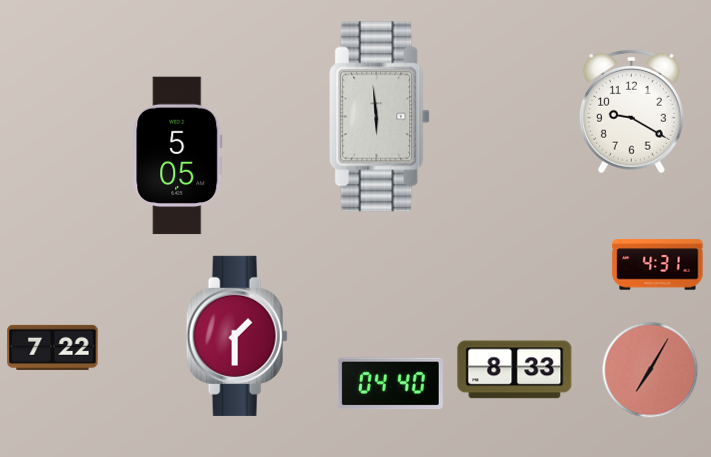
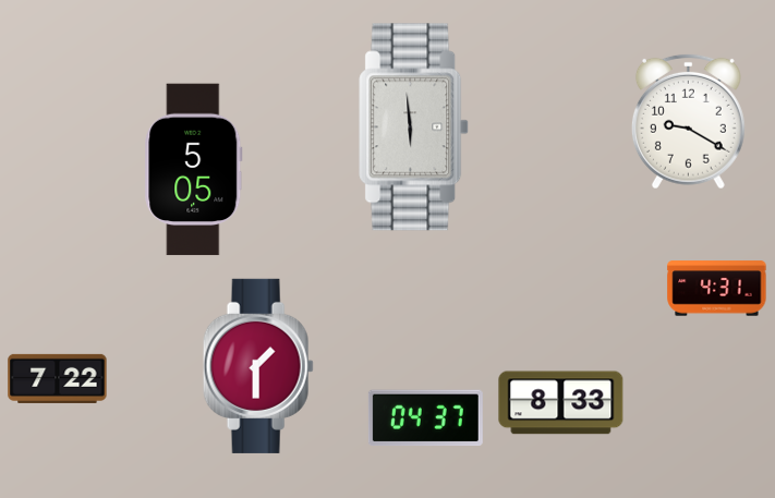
clock at (650, 370): 7:05 -> none
clock at (390, 384): 04:40 -> 04:37
